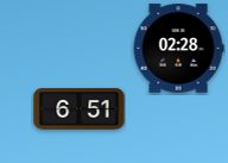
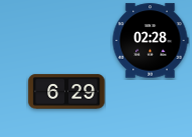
clock at (80, 109): 6:51 -> 6:29
